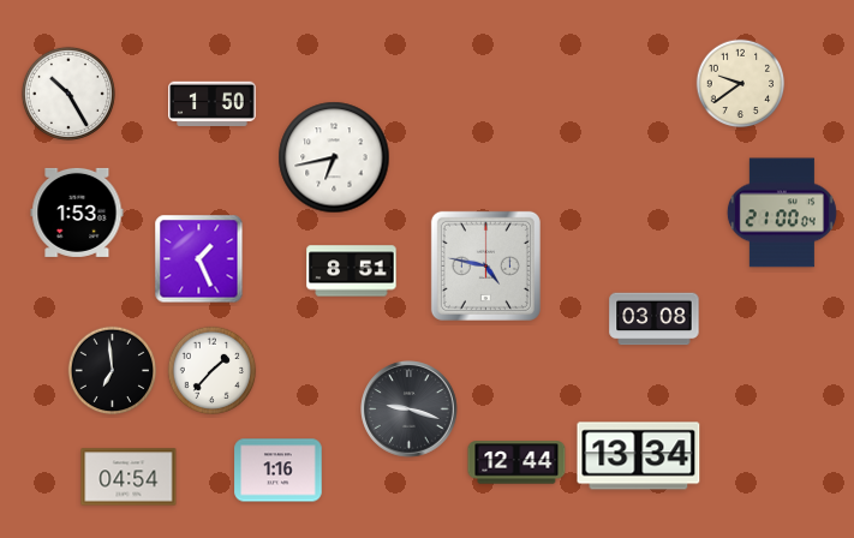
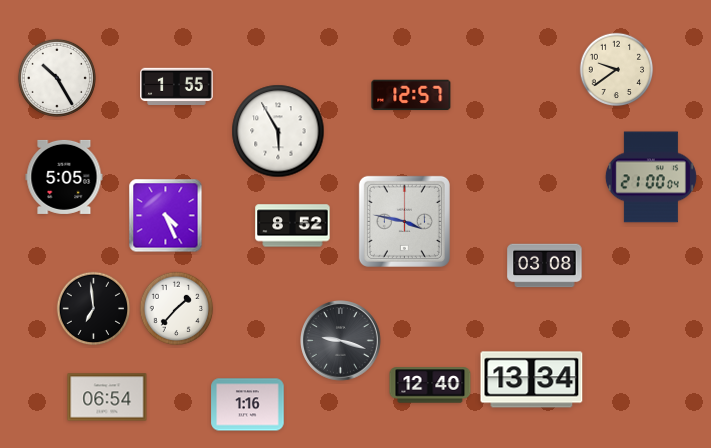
clock at (213, 103): 1:50 -> 1:55
clock at (411, 95): none -> 12:57
clock at (334, 157): 6:43 -> 5:55
clock at (77, 213): 1:53 -> 5:05
clock at (199, 259): 1:26 -> 4:26
clock at (485, 265): 4:47 -> 3:47
clock at (352, 271): 8:51 -> 8:52
clock at (516, 462): 12:44 -> 12:40
clock at (279, 471) position: (279, 471) -> (248, 405)
clock at (129, 477): 04:54 -> 06:54
